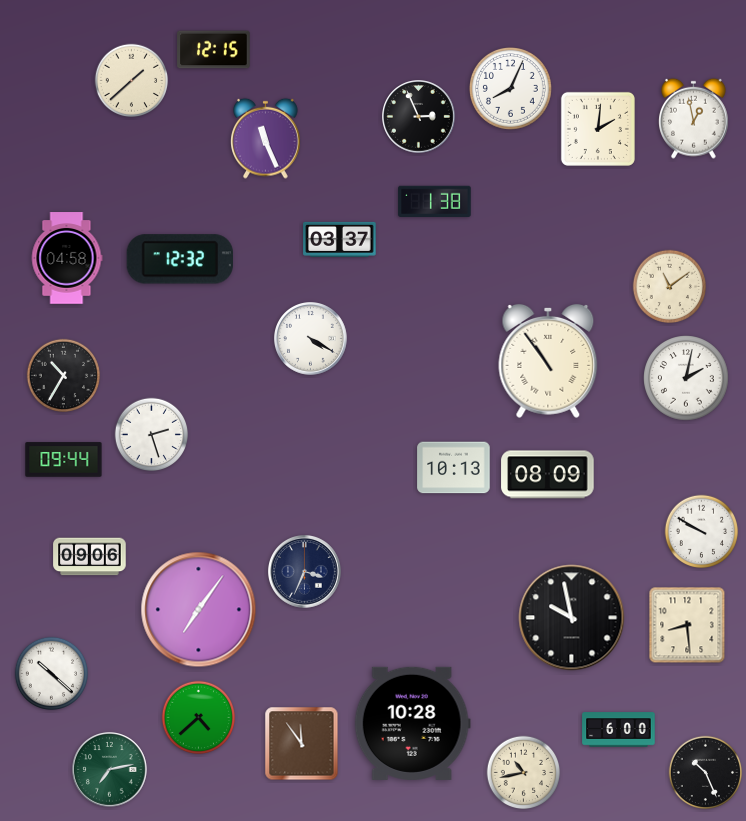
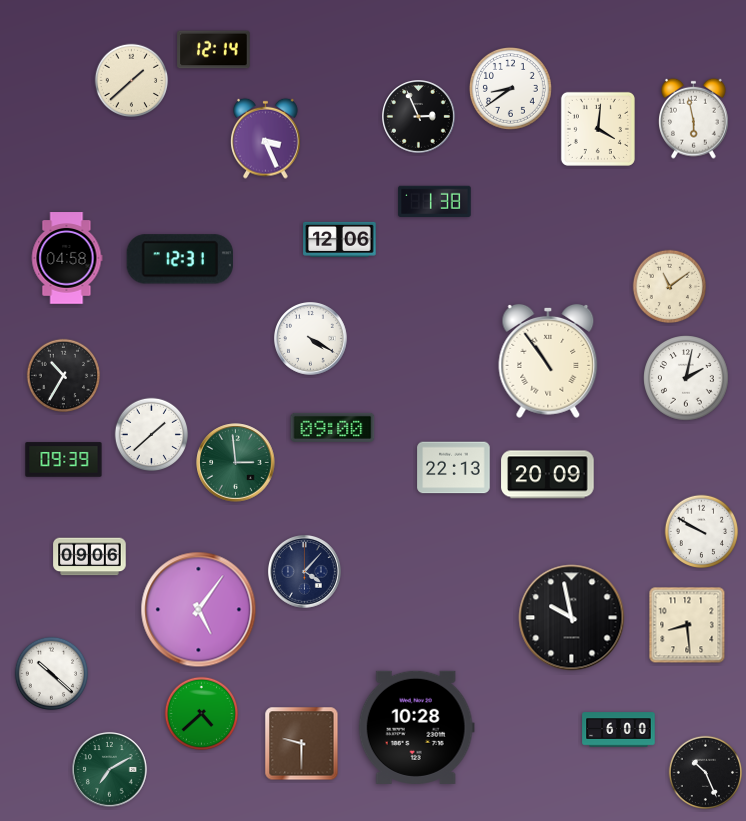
clock at (214, 50): 12:15 -> 12:14
clock at (511, 89): 8:04 -> 8:39
clock at (694, 118): 12:58 -> 5:58
clock at (598, 129): 2:01 -> 4:01
clock at (266, 138): 11:26 -> 3:26
clock at (340, 239): 03:37 -> 12:06
clock at (180, 259): 12:32 -> 12:31
clock at (333, 427): none -> 09:00
clock at (152, 435): 2:27 -> 1:38
clock at (64, 460): 09:44 -> 09:39
clock at (236, 463): none -> 2:59
clock at (454, 468): 10:13 -> 22:13
clock at (548, 475): 08:09 -> 20:09
clock at (305, 572): 3:34 -> 4:07
clock at (199, 610): 7:06 -> 5:06
clock at (199, 718) position: (199, 718) -> (202, 714)
clock at (412, 723) position: (412, 723) -> (416, 727)
clock at (302, 744): 11:54 -> 9:30
clock at (110, 770): 7:13 -> 7:10
clock at (524, 773): 10:43 -> none
